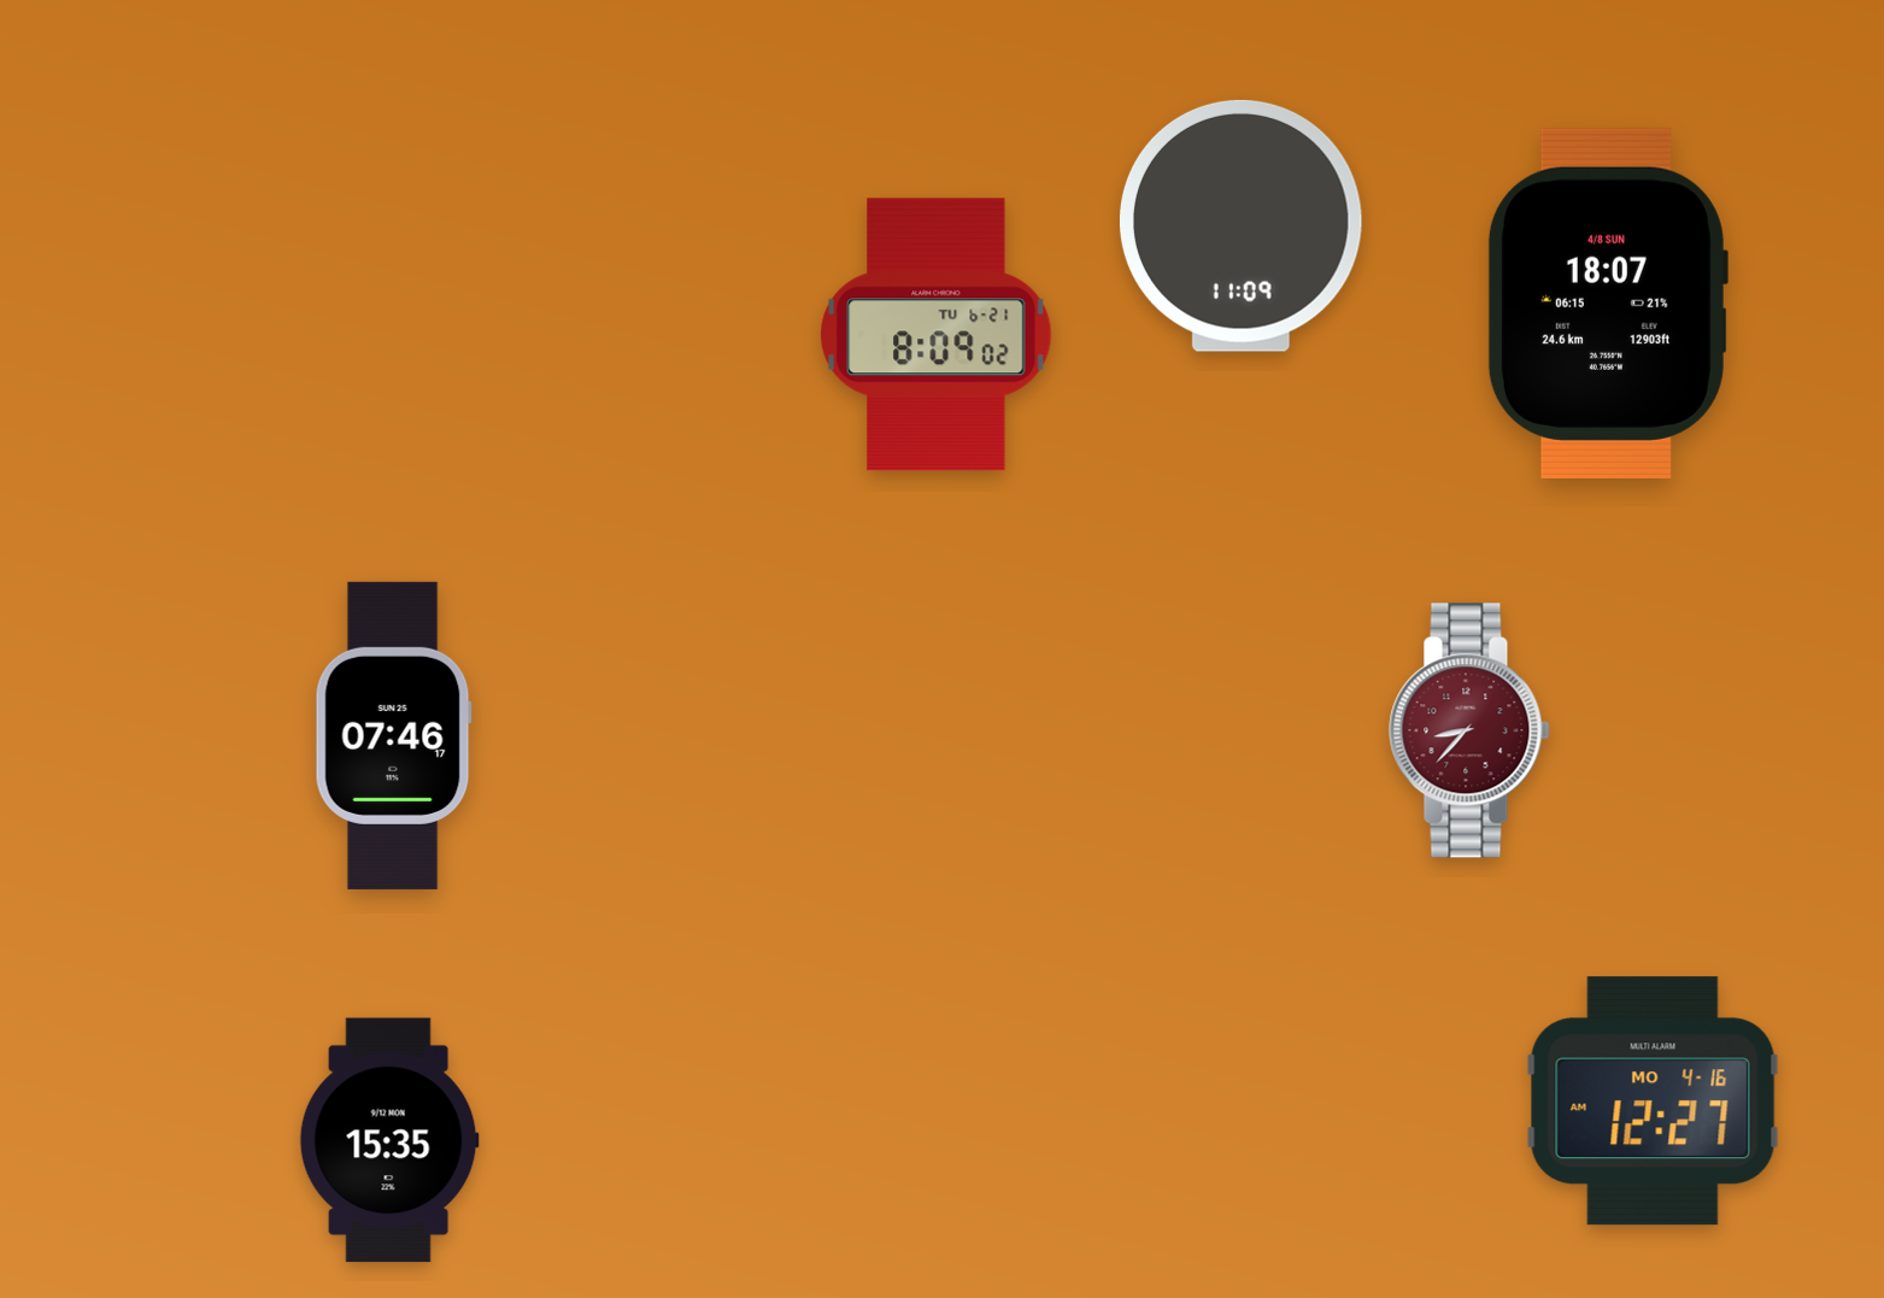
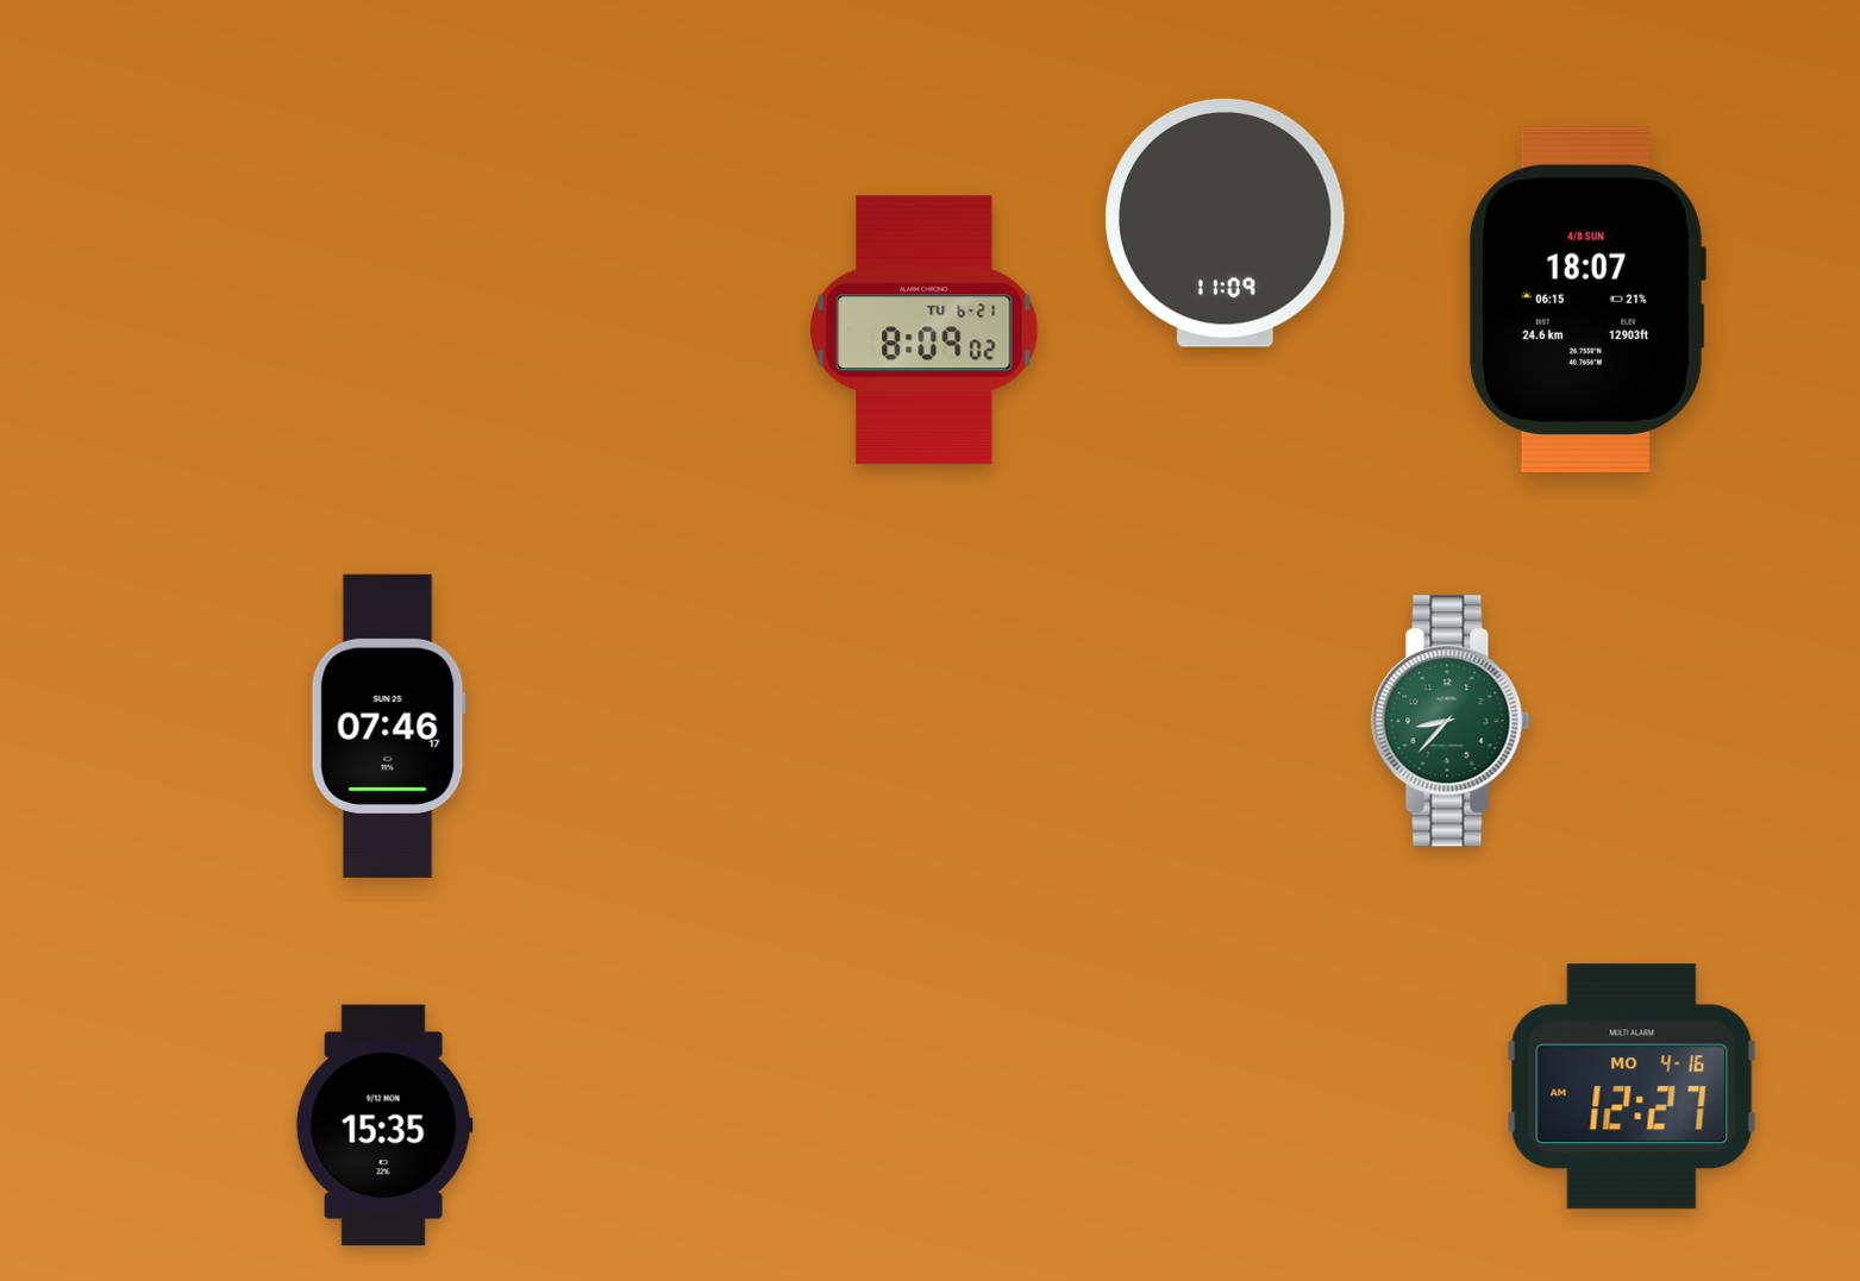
clock at (1469, 730) dial: burgundy -> green
